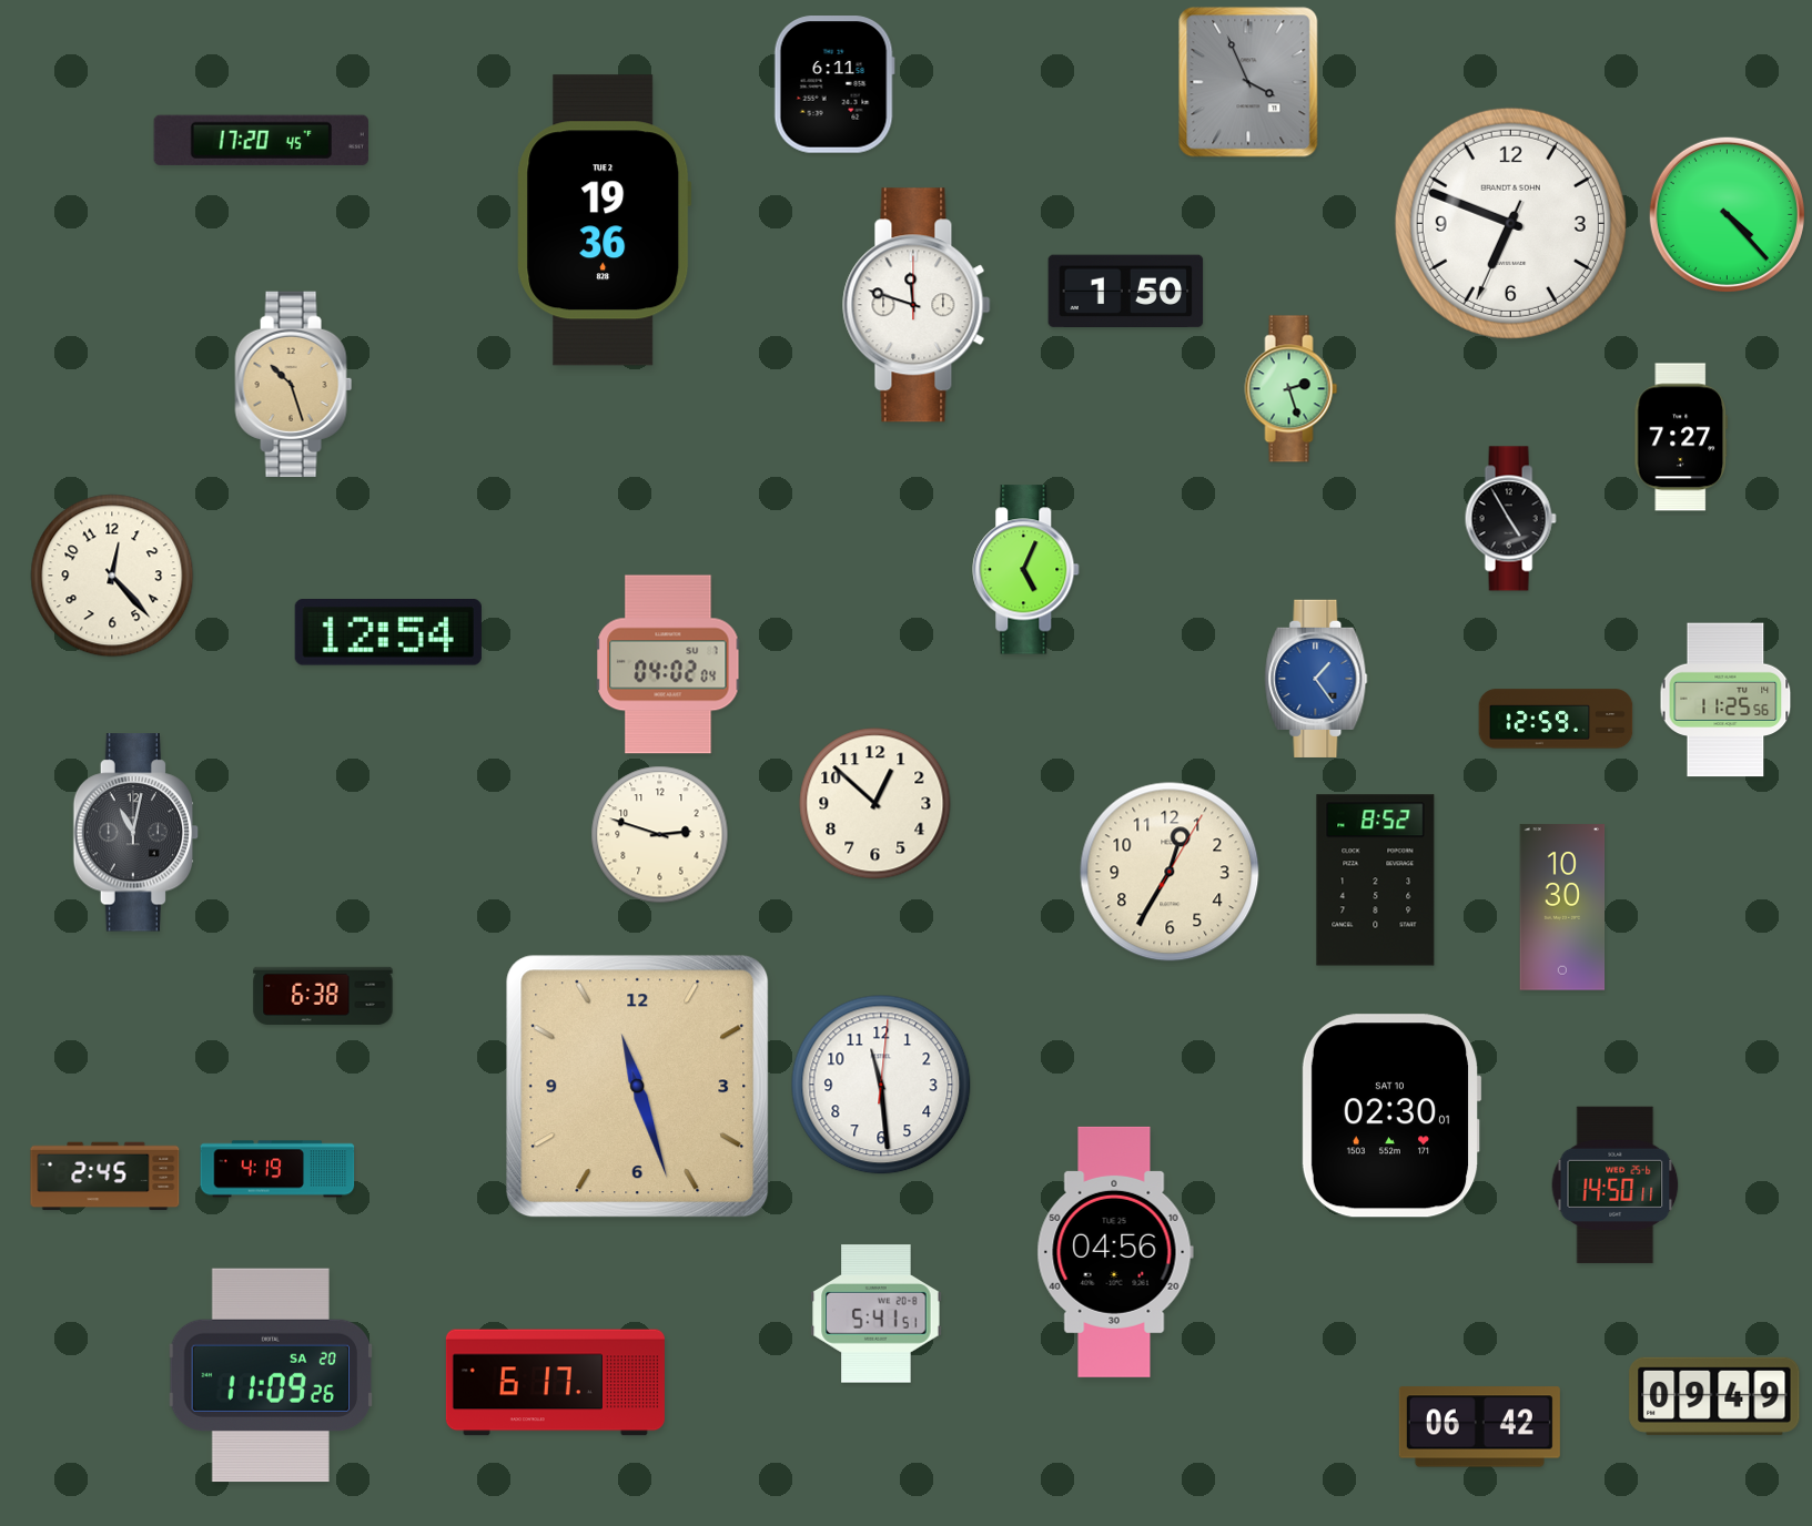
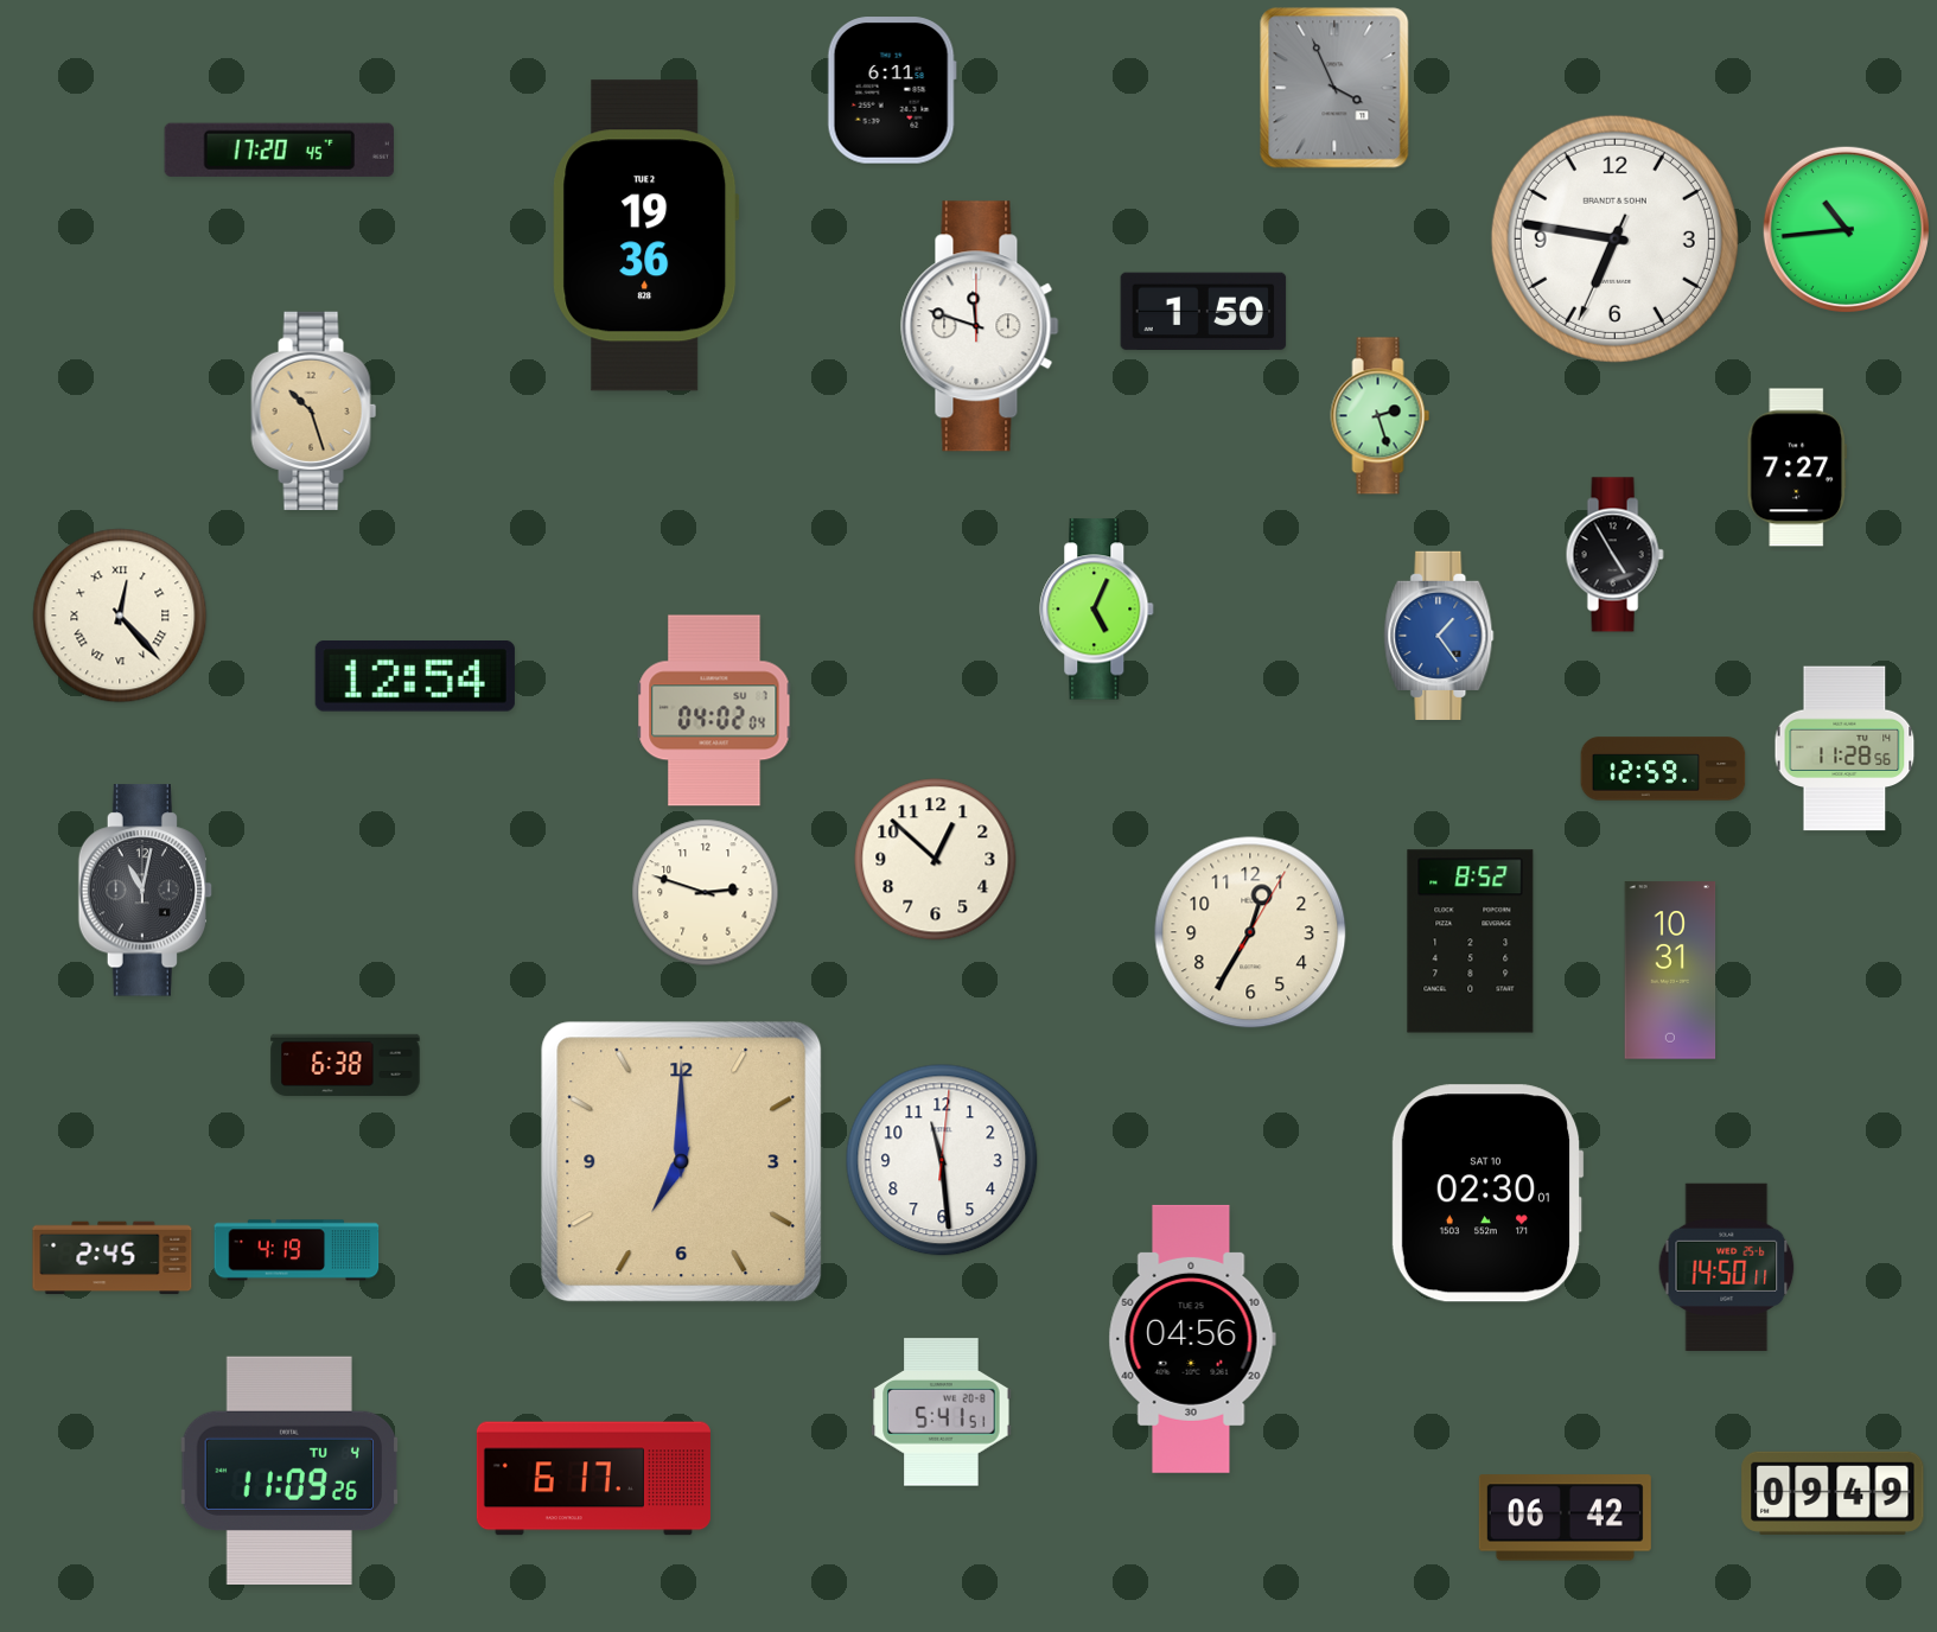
clock at (1727, 214): 4:23 -> 10:44
clock at (1510, 223): 6:48 -> 6:46
clock at (112, 576) numerals: Arabic -> Roman
clock at (1316, 679) position: (1316, 679) -> (1439, 636)
clock at (1725, 700): 11:25 -> 11:28
clock at (1562, 907): 10:30 -> 10:31
clock at (638, 1087): 11:27 -> 7:00
clock at (877, 1314) position: (877, 1314) -> (942, 1413)
clock at (270, 1375) date: SA 20 -> TU 4
clock at (1479, 1427) position: (1479, 1427) -> (1565, 1518)
